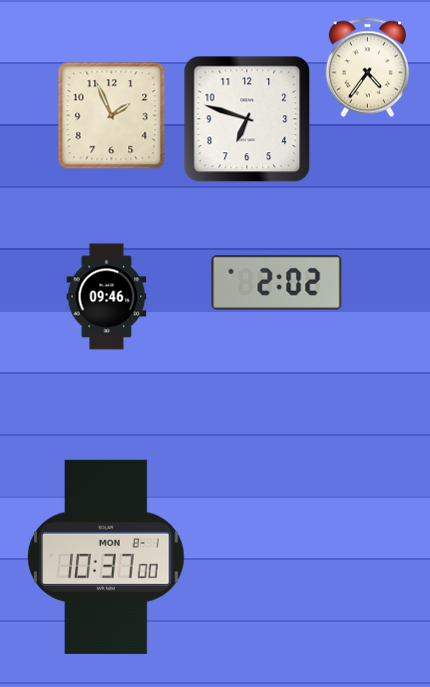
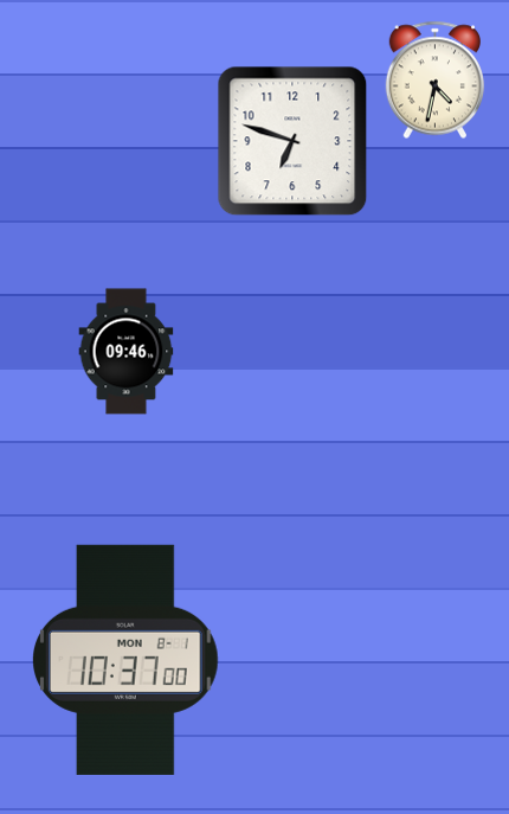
clock at (368, 68): 4:36 -> 4:32
clock at (112, 116): 1:56 -> none
clock at (277, 282): 2:02 -> none
